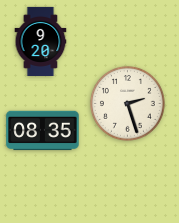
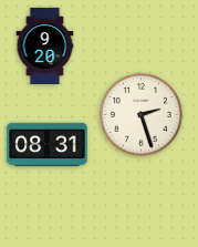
clock at (43, 131): 08:35 -> 08:31
